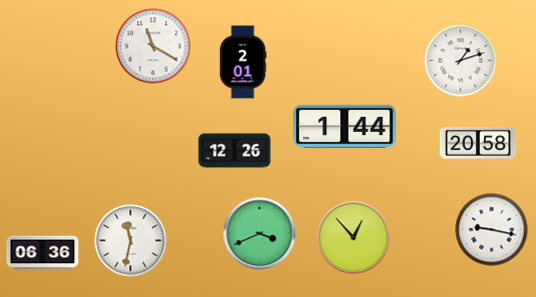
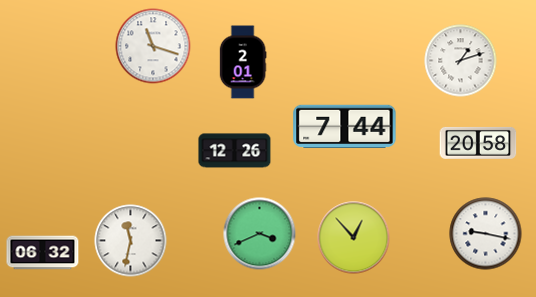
clock at (153, 46): 11:20 -> 11:18
clock at (345, 127): 1:44 -> 7:44
clock at (492, 230) position: (492, 230) -> (486, 234)
clock at (43, 253): 06:36 -> 06:32
